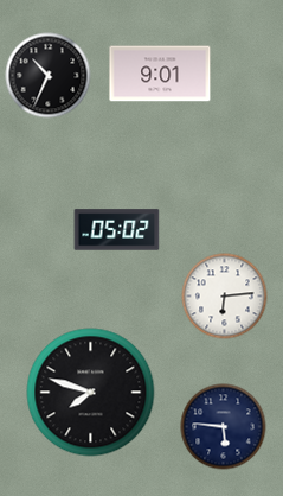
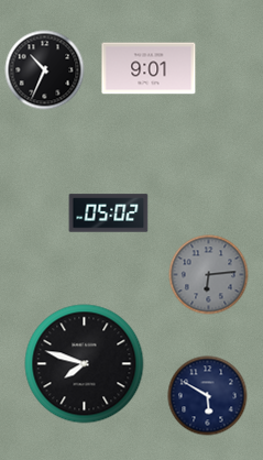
clock at (225, 297) dial: white -> grey
clock at (224, 427): 5:46 -> 5:50
